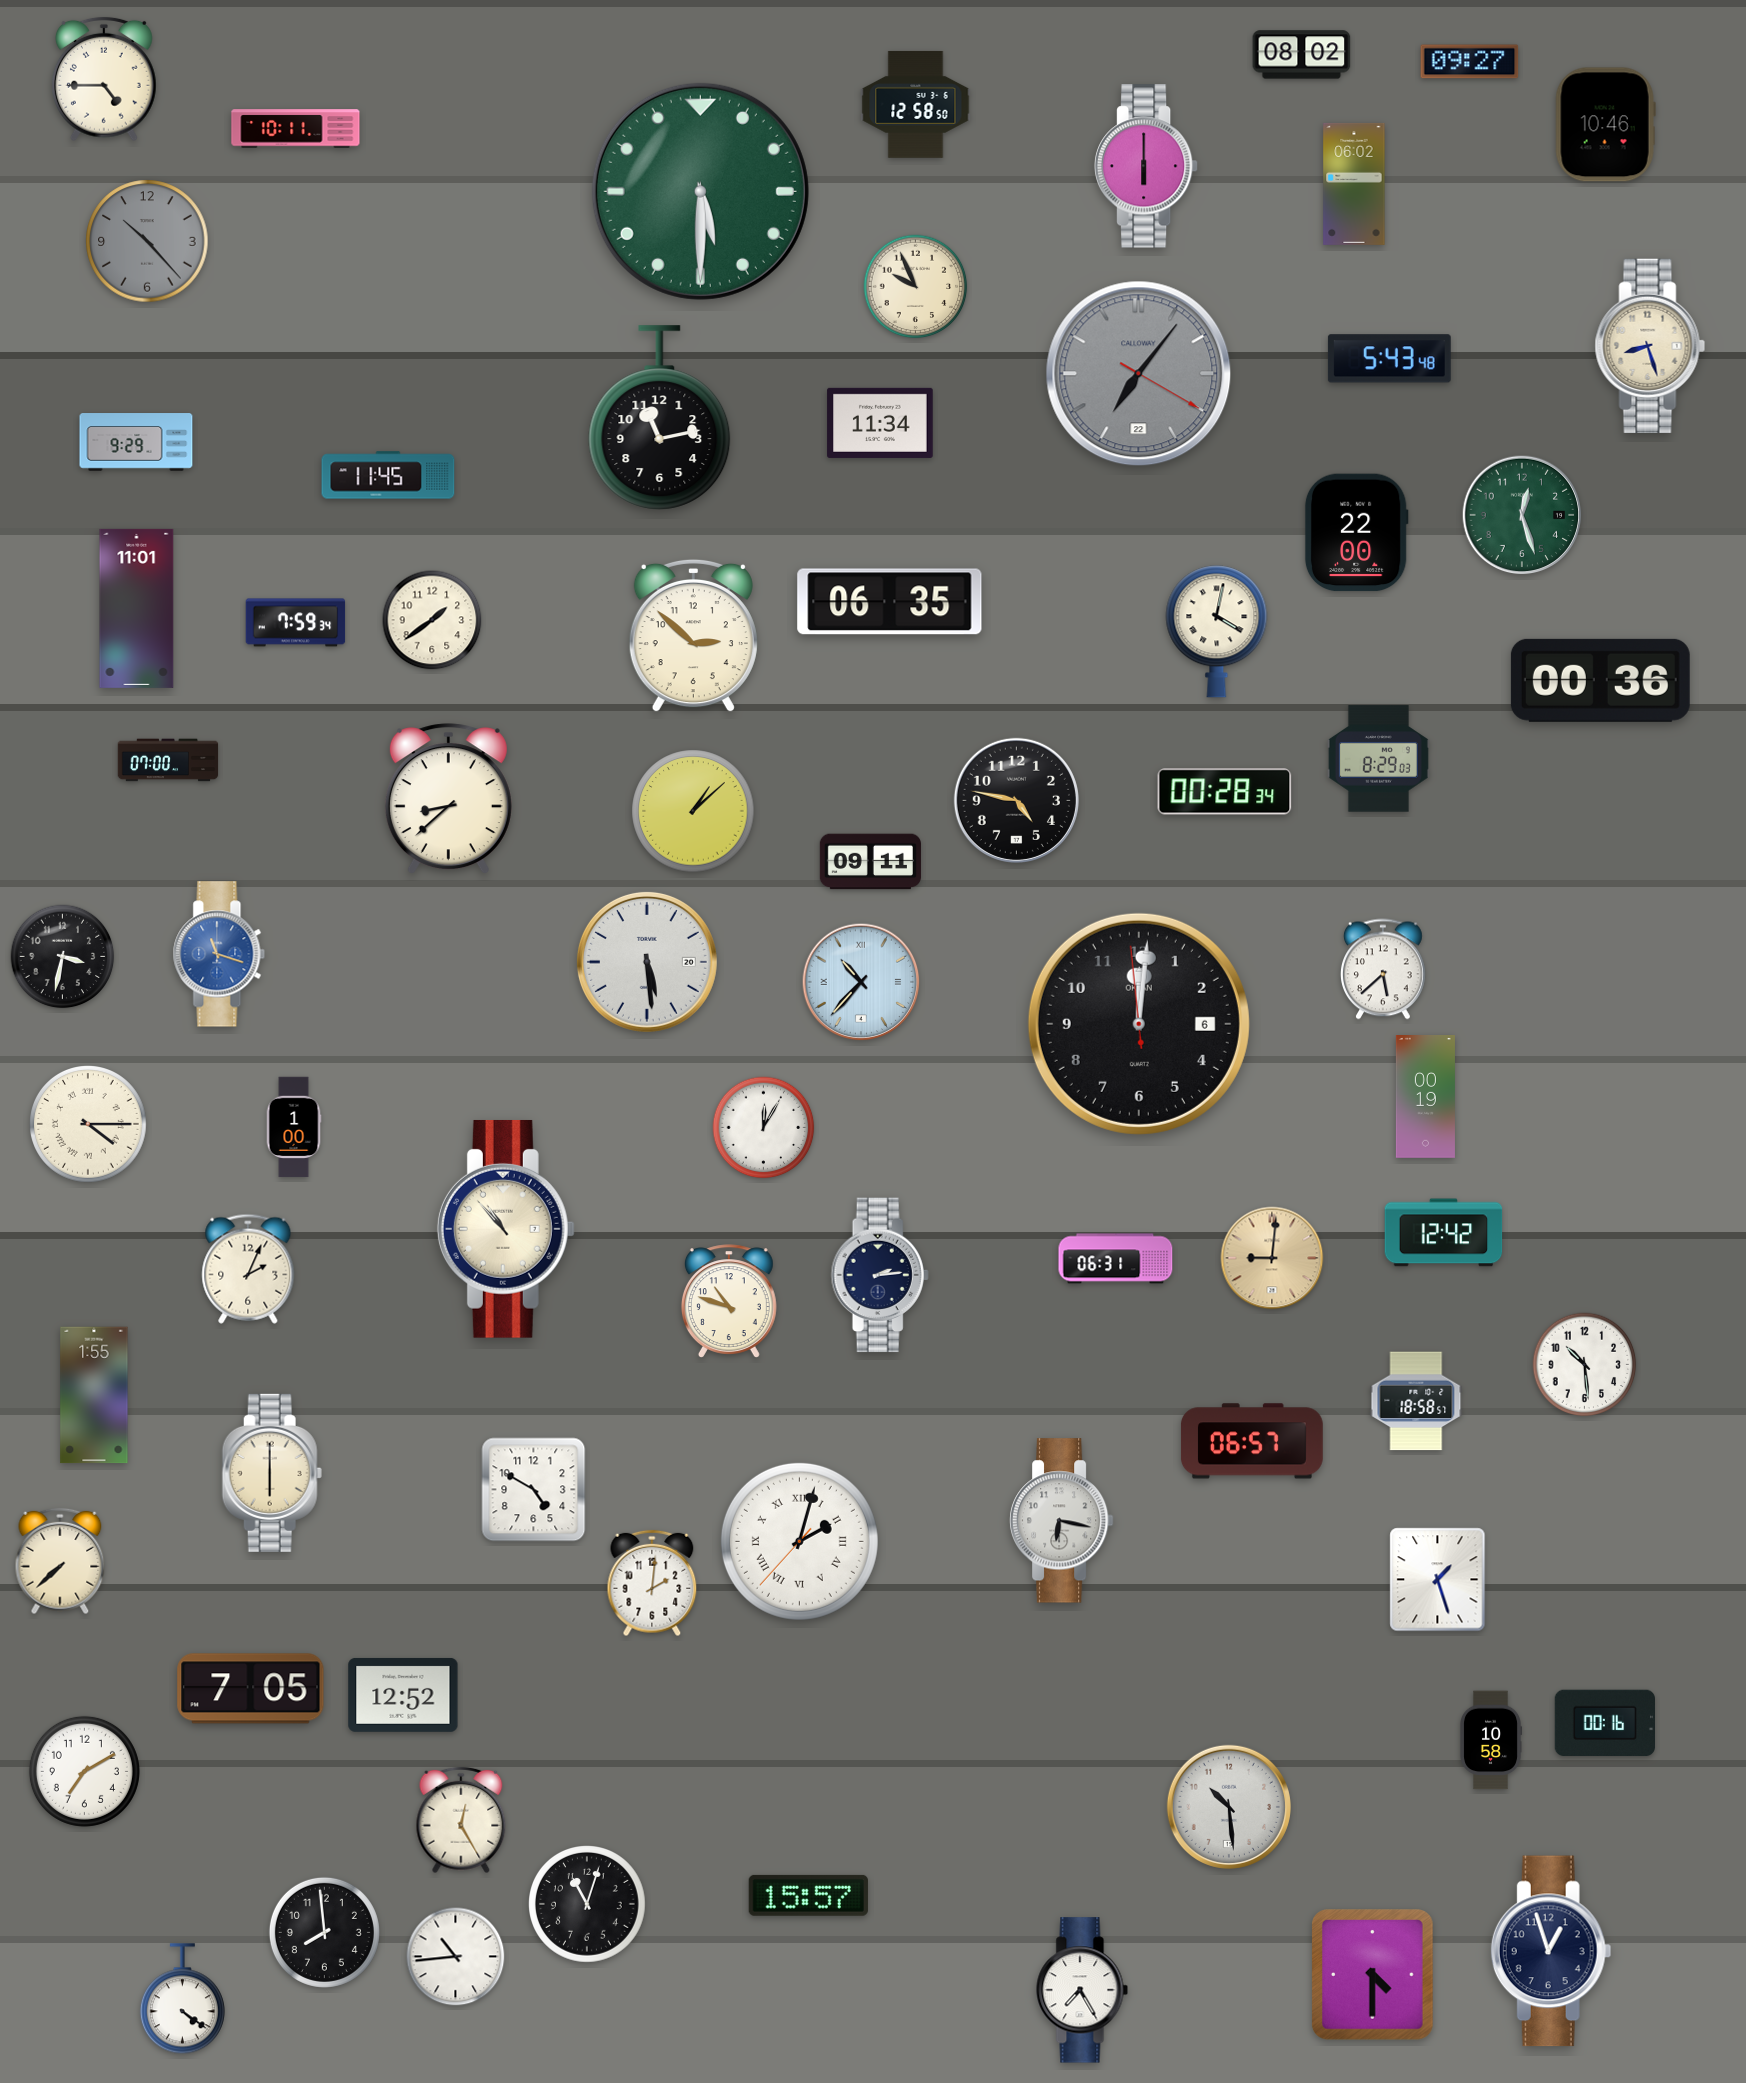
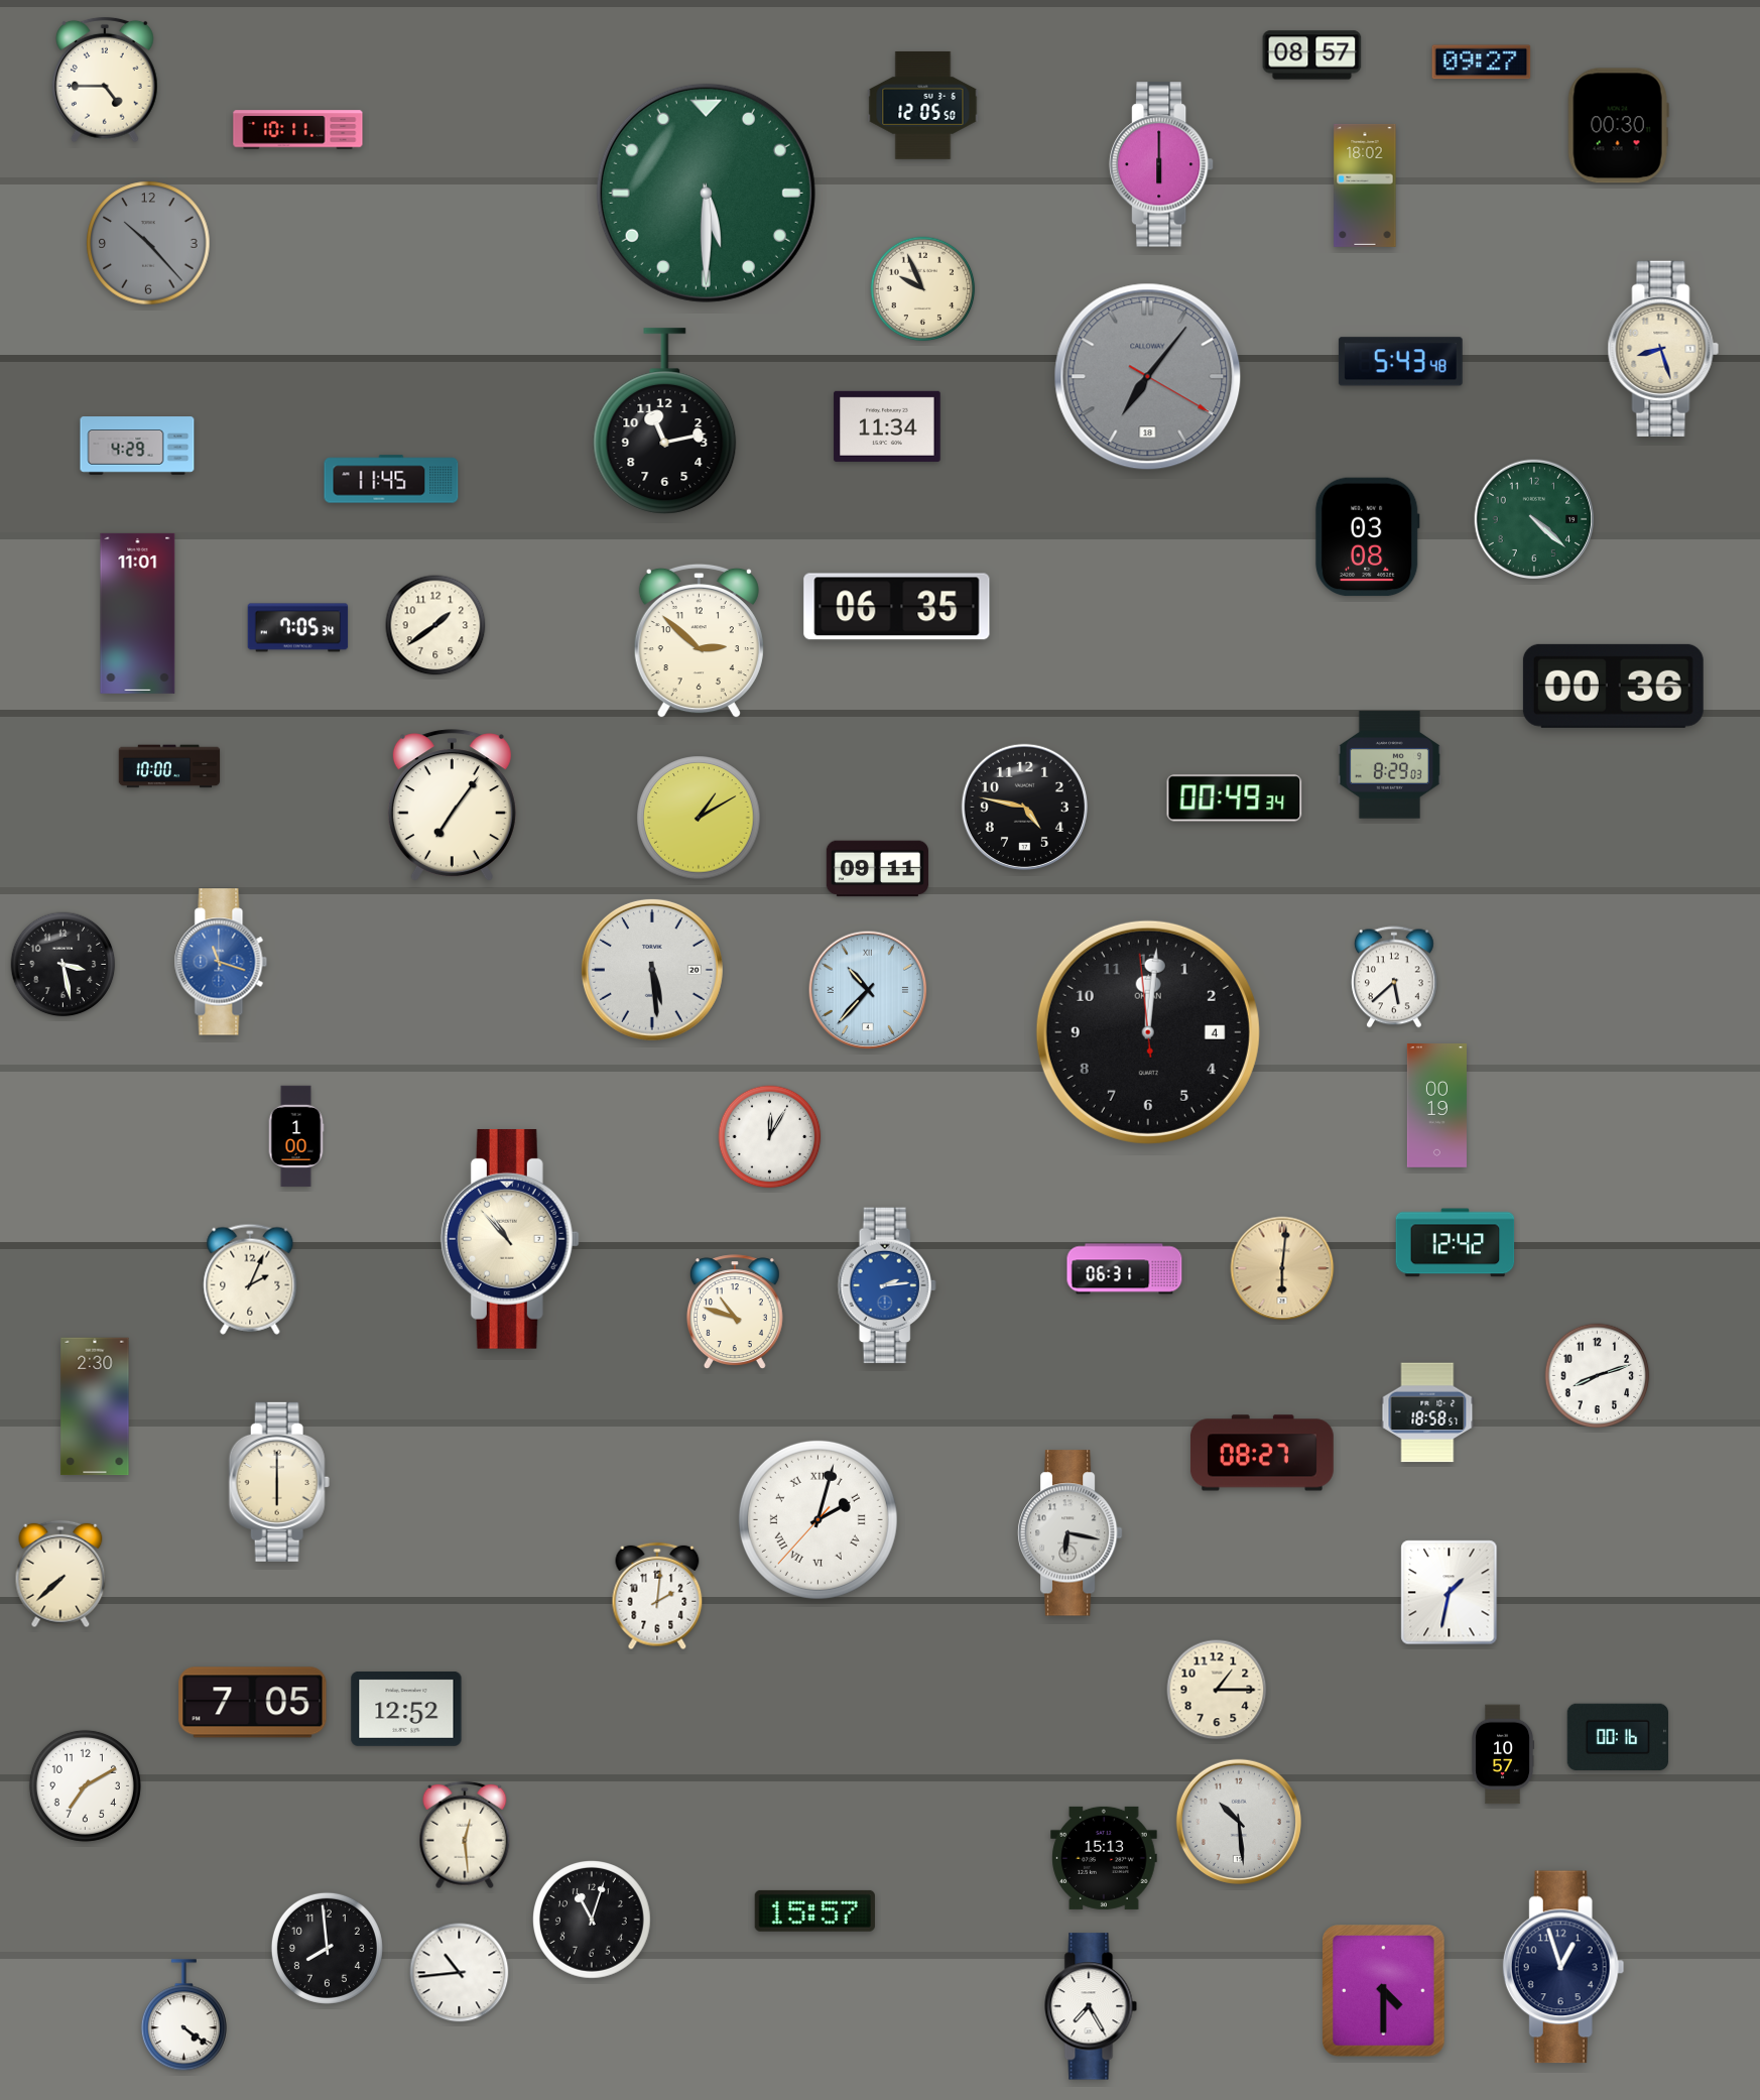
clock at (1302, 55): 08:02 -> 08:57
clock at (916, 104): 12:58 -> 12:05
clock at (1605, 125): 10:46 -> 00:30
clock at (1146, 166) position: (1146, 166) -> (1161, 164)
clock at (1354, 184): 06:02 -> 18:02
clock at (1139, 374) date: 22 -> 18
clock at (136, 442): 9:29 -> 4:29
clock at (1522, 515): 12:27 -> 4:22
clock at (1356, 533): 22:00 -> 03:08
clock at (296, 623): 7:59 -> 7:05
clock at (1217, 632): 4:02 -> none
clock at (168, 760): 07:00 -> 10:00
clock at (1225, 792): 00:28 -> 00:49
clock at (448, 799): 8:38 -> 7:06
clock at (693, 811): 1:08 -> 1:10
clock at (63, 957): 3:32 -> 3:28
clock at (1139, 1024) date: 6 -> 4
clock at (89, 1125): 4:15 -> none
clock at (1272, 1258): 9:01 -> 6:01
clock at (880, 1275) dial: navy -> blue
clock at (1585, 1365): 10:29 -> 8:12
clock at (94, 1395): 1:55 -> 2:30
clock at (1252, 1441): 06:57 -> 08:27
clock at (272, 1473) position: (272, 1473) -> (279, 1482)
clock at (534, 1490): 4:50 -> none
clock at (799, 1541) position: (799, 1541) -> (818, 1519)
clock at (1438, 1580): 1:27 -> 1:32
clock at (1217, 1690): none -> 1:15
clock at (1491, 1740): 10:58 -> 10:57
clock at (461, 1820): 12:25 -> 12:29
clock at (1104, 1858): none -> 15:13
